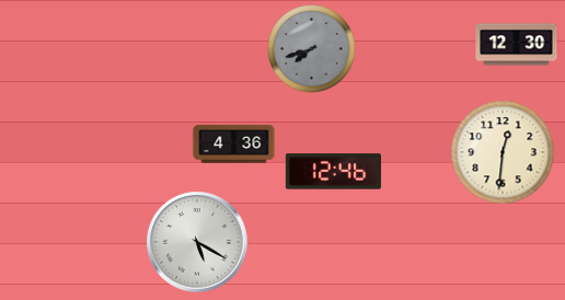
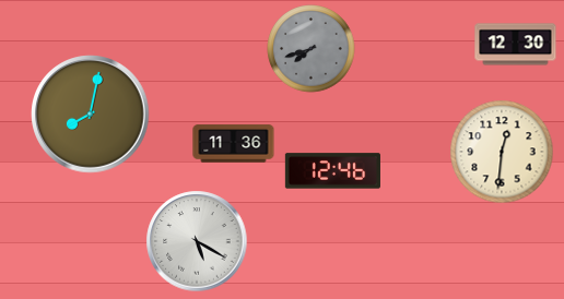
clock at (91, 115): none -> 8:02
clock at (234, 145): 4:36 -> 11:36
